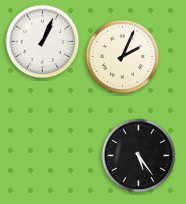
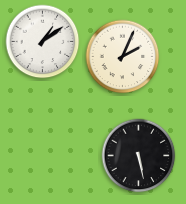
clock at (43, 42): 1:04 -> 1:09
clock at (139, 156): 5:24 -> 5:28
